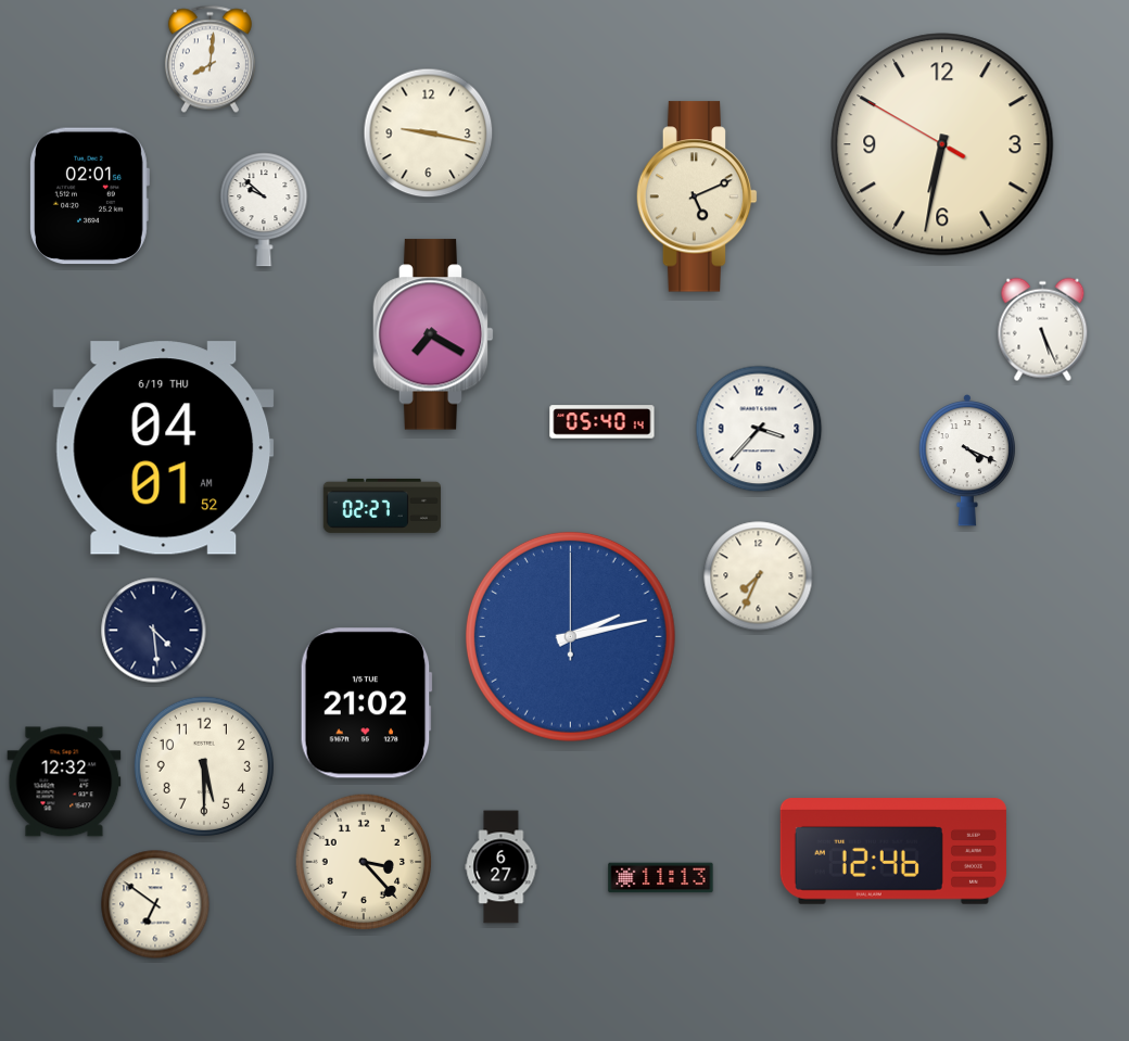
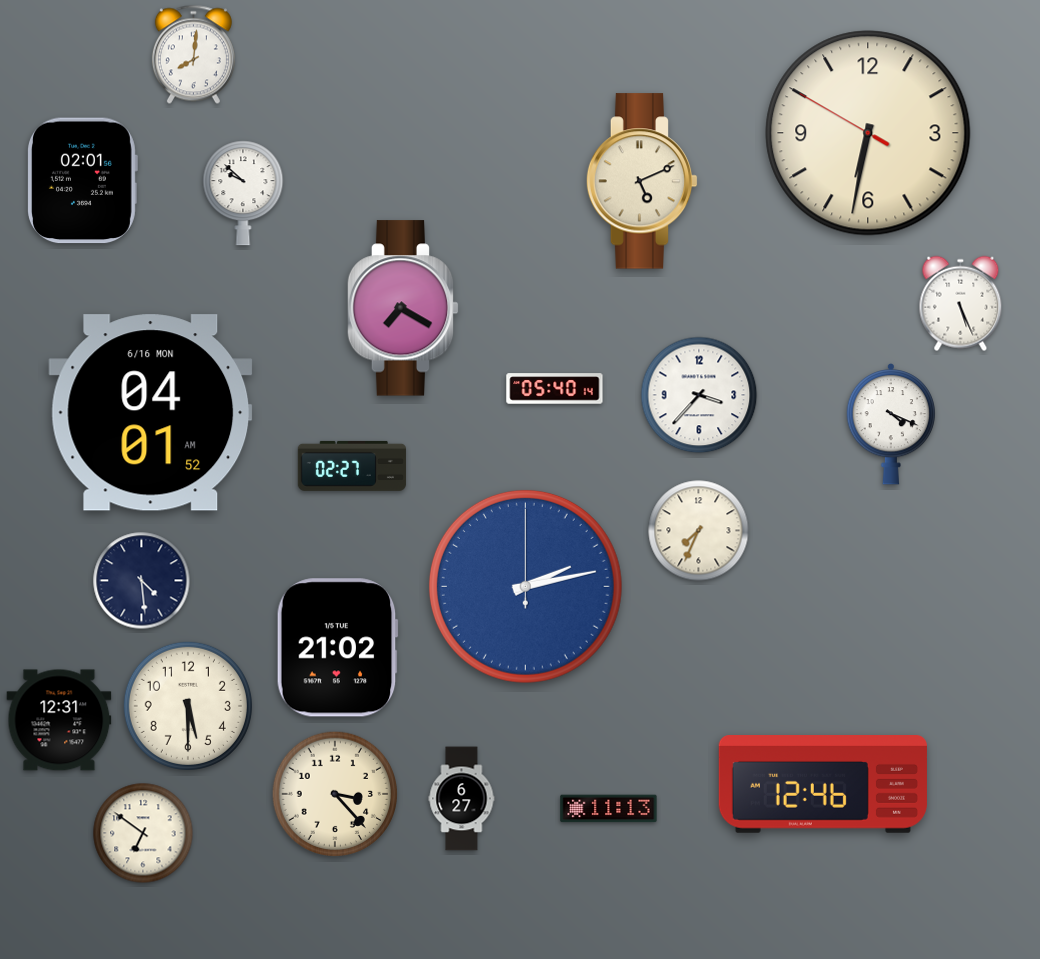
clock at (429, 134): 9:17 -> none
clock at (433, 334) position: (433, 334) -> (403, 308)
clock at (164, 448) date: 6/19 THU -> 6/16 MON
clock at (64, 782): 12:32 -> 12:31
